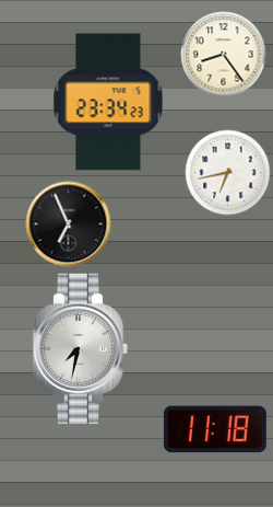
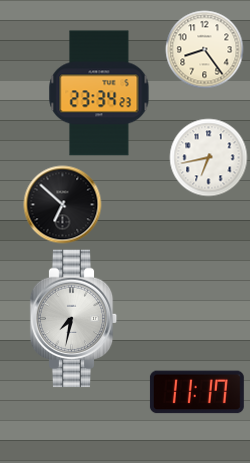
clock at (68, 223): 6:56 -> 6:52
clock at (215, 429): 11:18 -> 11:17
